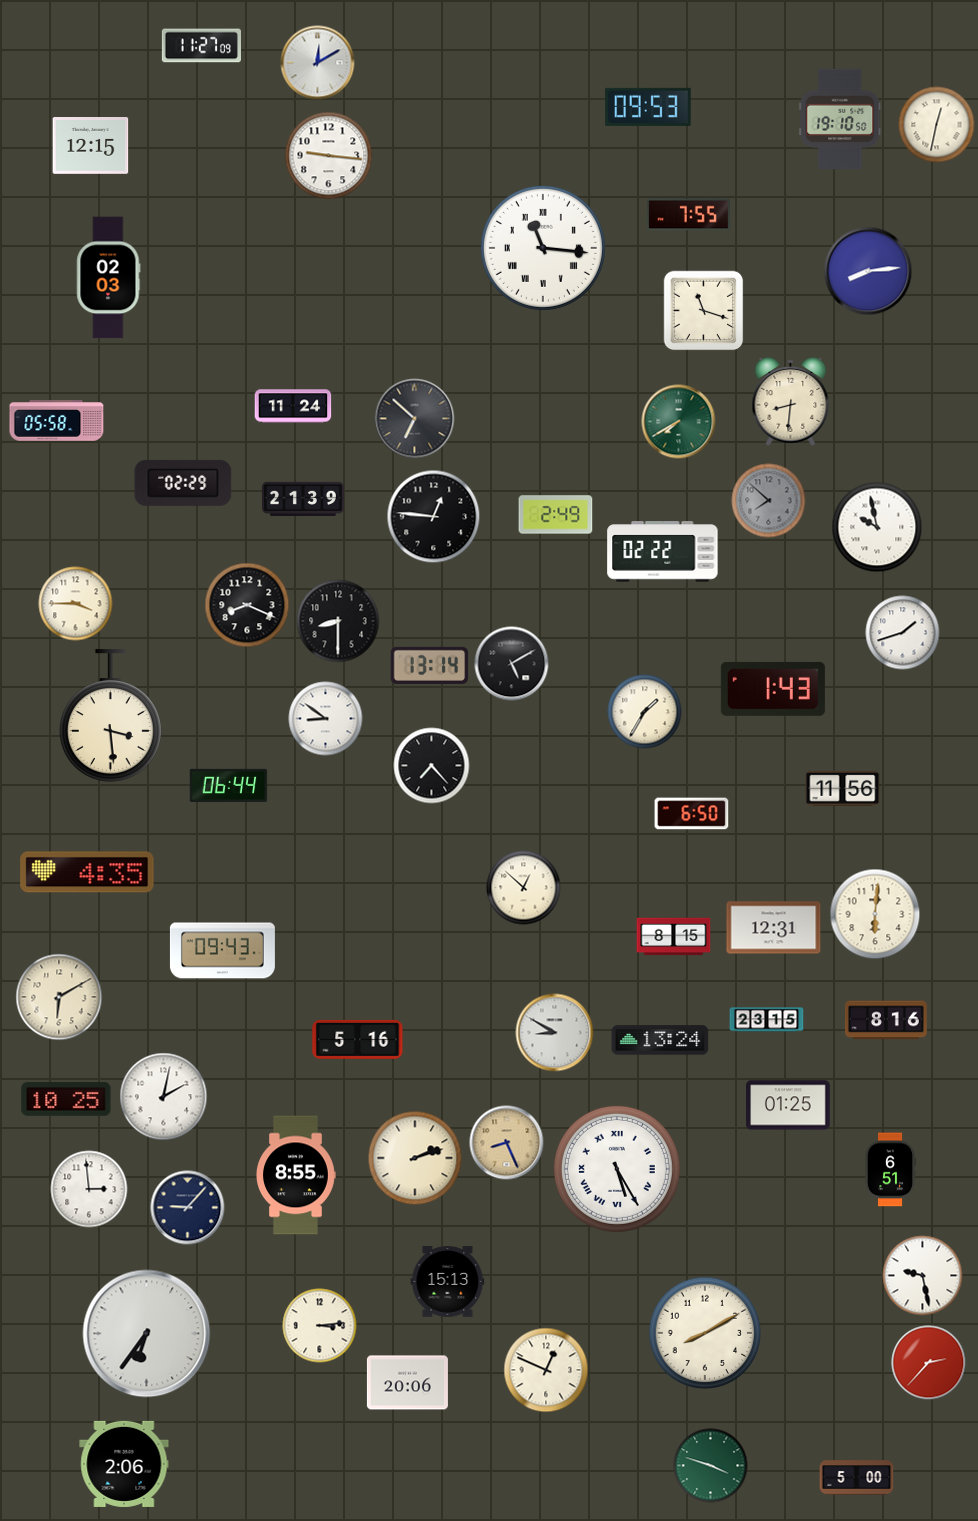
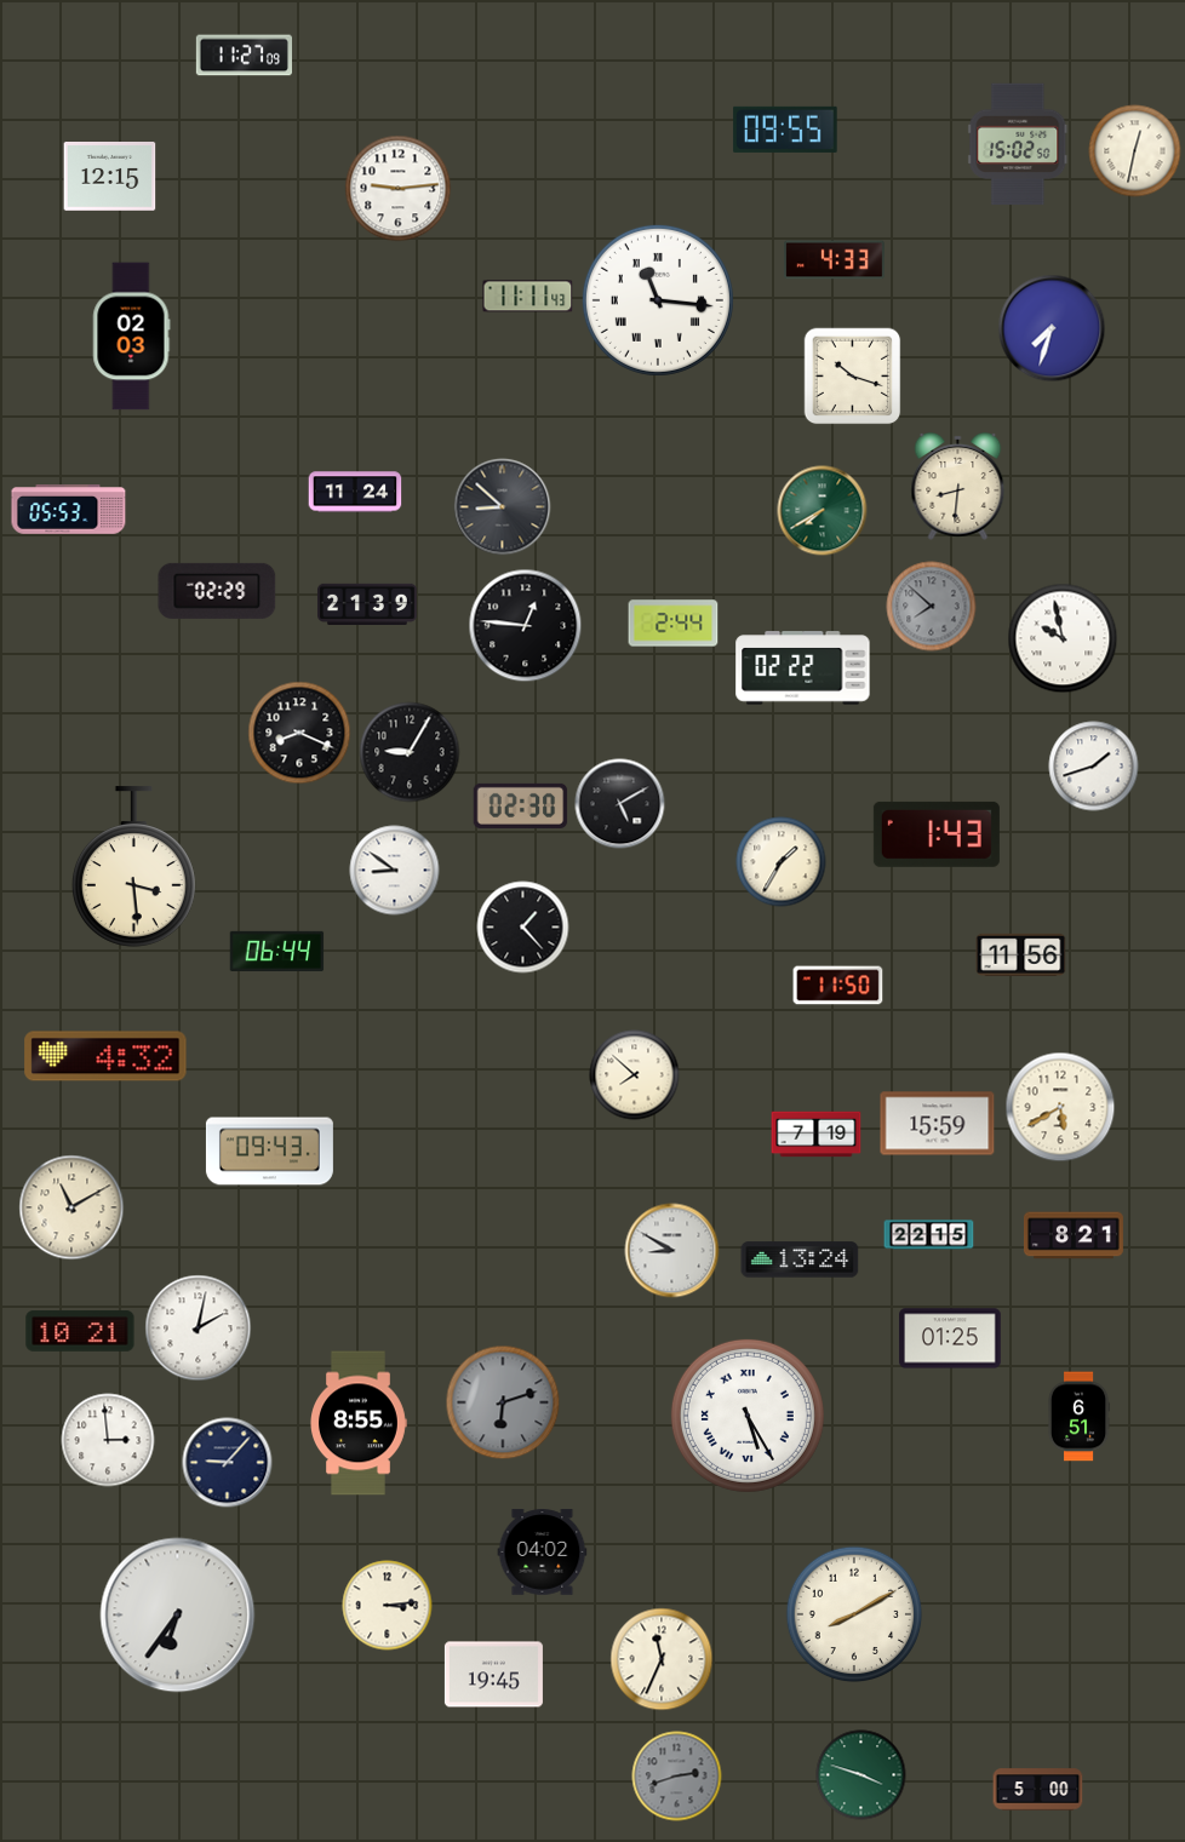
clock at (318, 63): 12:10 -> none
clock at (648, 107): 09:53 -> 09:55
clock at (840, 119): 19:10 -> 15:02
clock at (329, 156): 9:16 -> 9:14
clock at (689, 215): 7:55 -> 4:33
clock at (528, 297): none -> 11:11
clock at (868, 271): 8:14 -> 7:33
clock at (704, 311): 11:18 -> 10:18
clock at (415, 419): 6:52 -> 8:52
clock at (57, 421): 05:58 -> 05:53
clock at (183, 483) position: (183, 483) -> (217, 591)
clock at (556, 515): 2:49 -> 2:44
clock at (76, 604): 3:45 -> none
clock at (338, 621): 8:30 -> 9:05
clock at (430, 665): 13:14 -> 02:30
clock at (432, 766): 7:23 -> 1:23
clock at (692, 814): 6:50 -> 11:50
clock at (87, 872): 4:35 -> 4:32
clock at (524, 888): 12:52 -> 7:52
clock at (875, 914): 6:01 -> 5:40
clock at (774, 928): 12:31 -> 15:59
clock at (674, 937): 8:15 -> 7:19
clock at (59, 997): 6:10 -> 11:10
clock at (767, 1020): 23:15 -> 22:15
clock at (886, 1020): 8:16 -> 8:21
clock at (358, 1039): 5:16 -> none
clock at (66, 1099): 10:25 -> 10:21
clock at (788, 1105) position: (788, 1105) -> (950, 1338)
clock at (507, 1143): 8:26 -> none
clock at (415, 1158): 2:12 -> 6:12
clock at (415, 1158) dial: cream -> grey
clock at (923, 1276): 9:28 -> none
clock at (448, 1282): 15:13 -> 04:02
clock at (929, 1363): 2:37 -> none
clock at (546, 1370): 12:49 -> 11:34
clock at (407, 1383): 20:06 -> 19:45
clock at (124, 1464): 2:06 -> none
clock at (677, 1777): none -> 2:42
